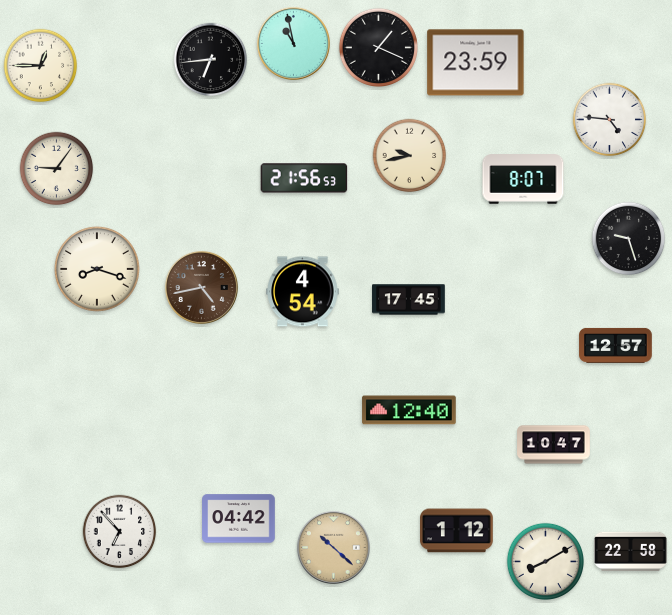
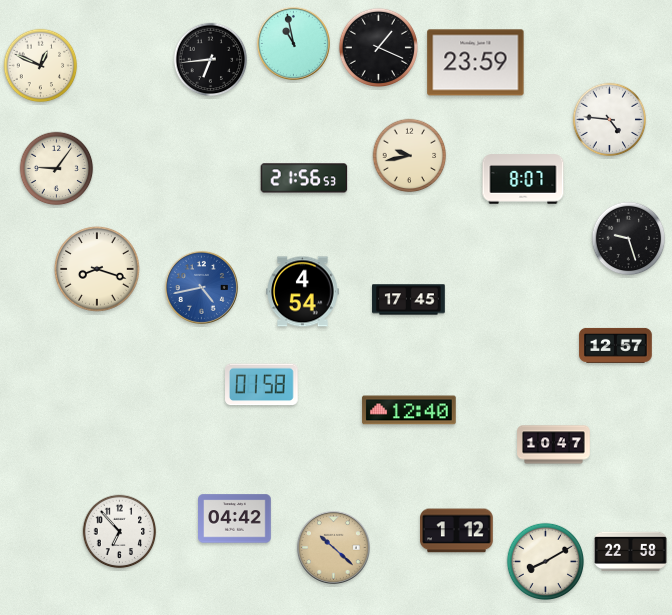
clock at (41, 66): 12:45 -> 12:49
clock at (201, 287) dial: brown -> blue
clock at (262, 385): none -> 01:58
clock at (239, 519) position: (239, 519) -> (235, 519)
